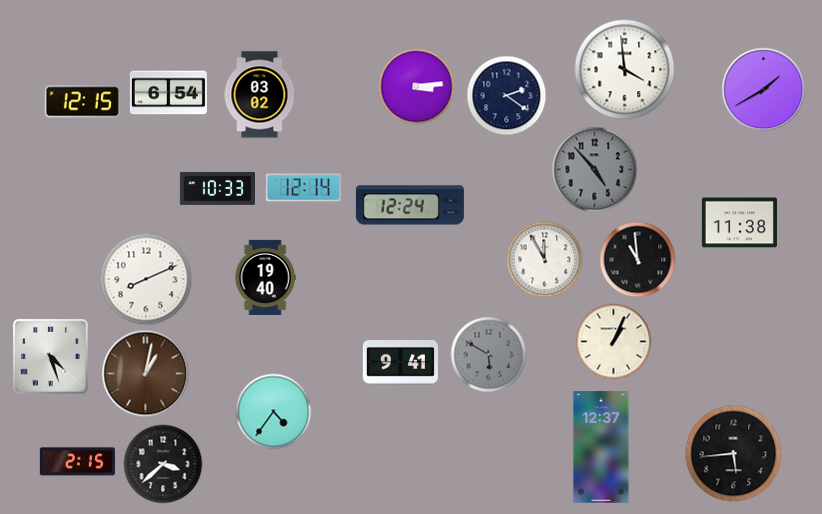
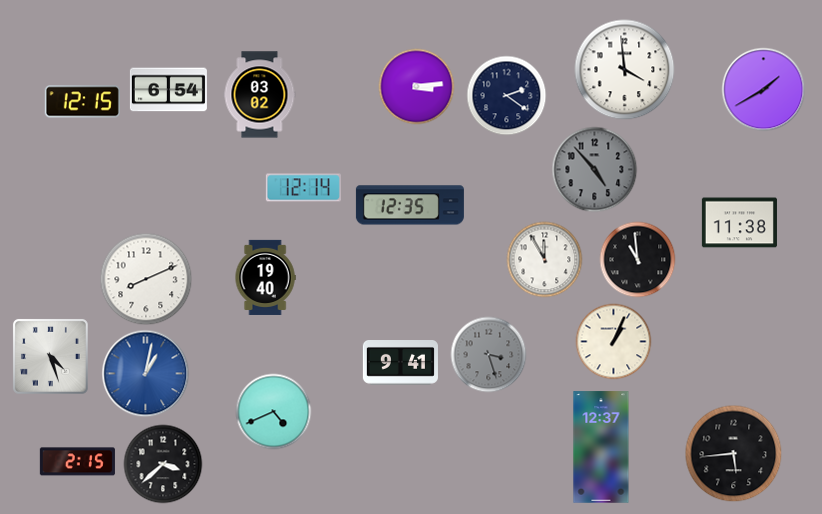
clock at (168, 93) position: (168, 93) -> (168, 90)
clock at (217, 188): 10:33 -> none
clock at (410, 205): 12:24 -> 12:35
clock at (489, 355): 5:50 -> 3:27
clock at (146, 374) dial: brown -> blue
clock at (274, 412): 4:36 -> 4:41
